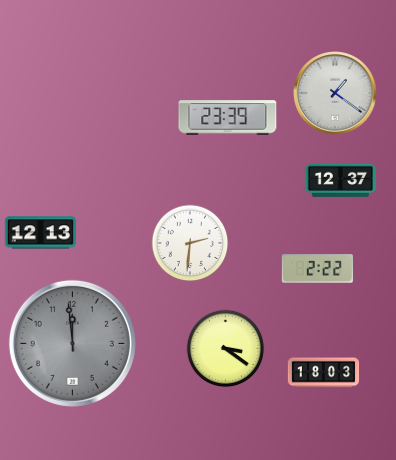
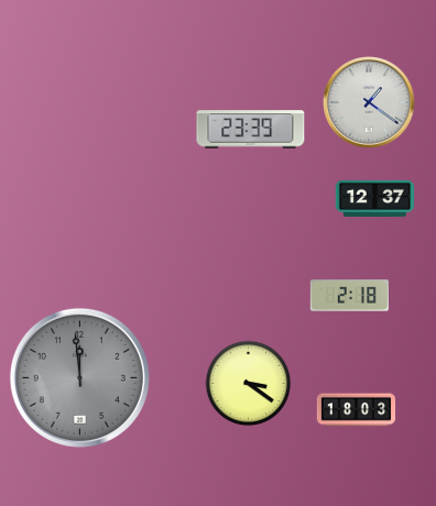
clock at (40, 233): 12:13 -> none
clock at (190, 243): 2:31 -> none
clock at (317, 269): 2:22 -> 2:18
